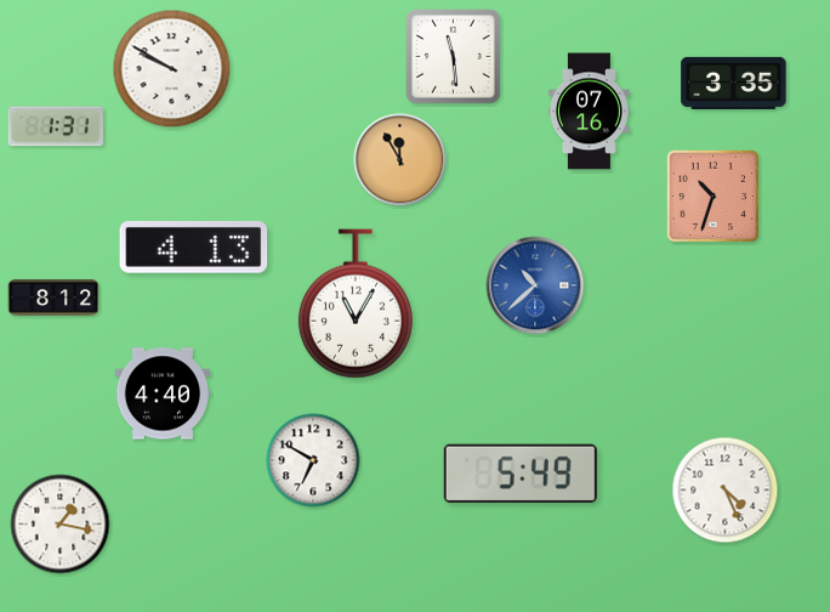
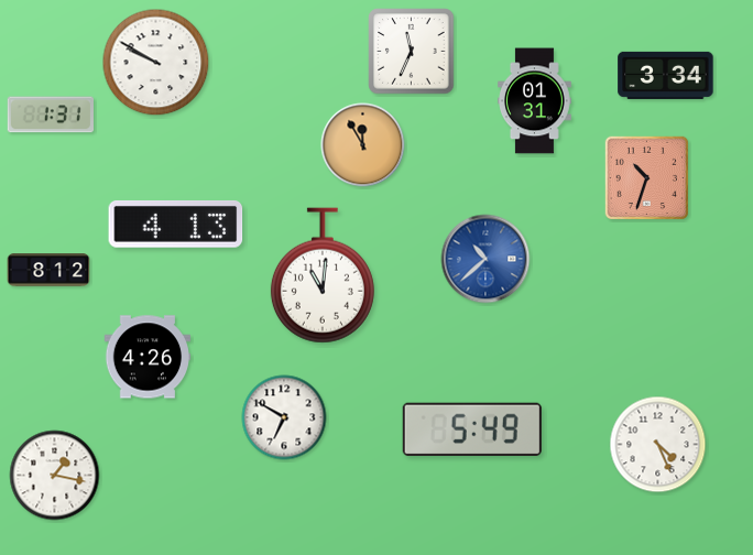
clock at (454, 57): 11:29 -> 11:34
clock at (734, 83): 3:35 -> 3:34
clock at (590, 112): 07:16 -> 01:31
clock at (356, 304): 11:05 -> 11:01
clock at (163, 393): 4:40 -> 4:26
